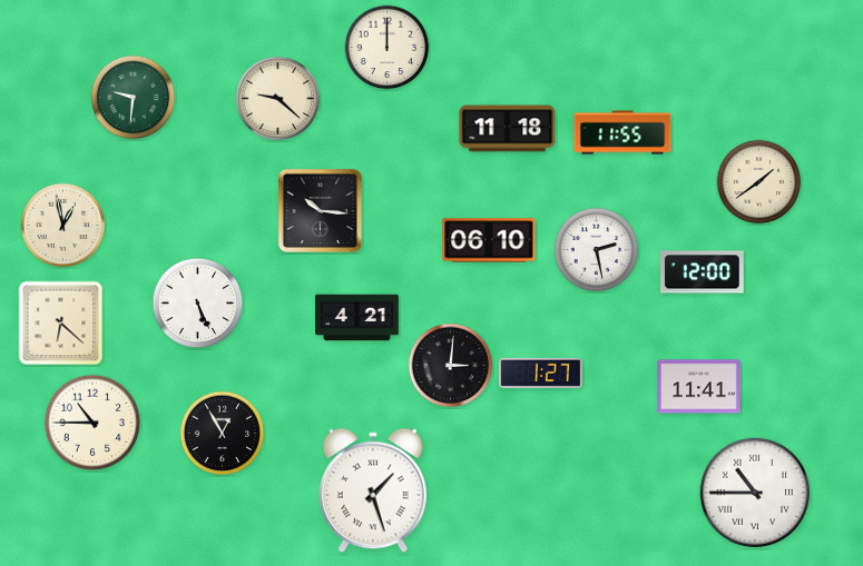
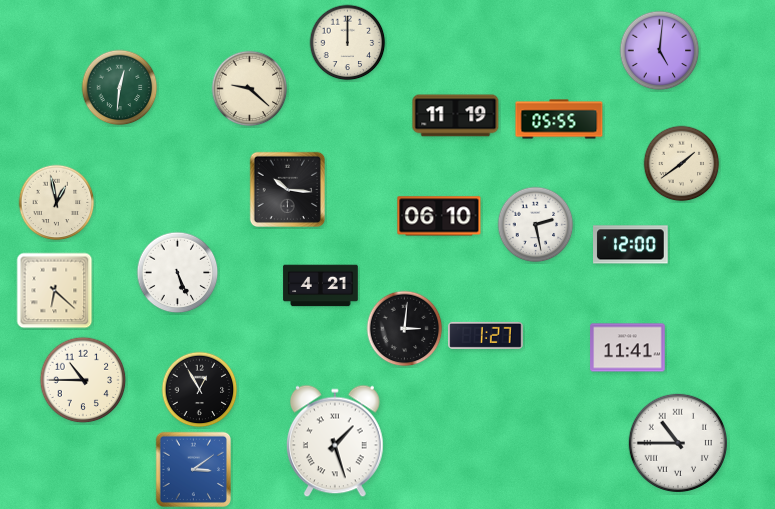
clock at (660, 51): none -> 5:01
clock at (134, 98): 9:31 -> 12:31
clock at (508, 129): 11:18 -> 11:19
clock at (622, 132): 11:55 -> 05:55
clock at (193, 469): none -> 3:09
